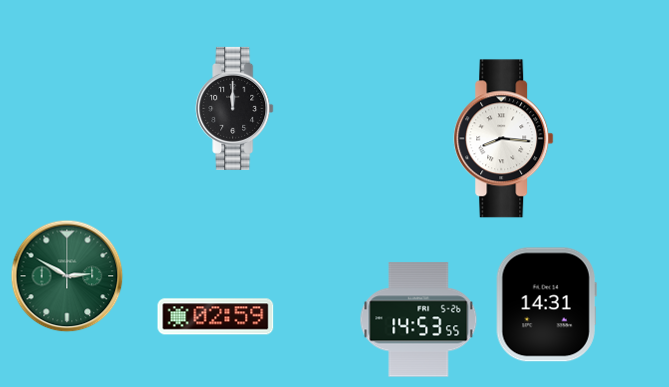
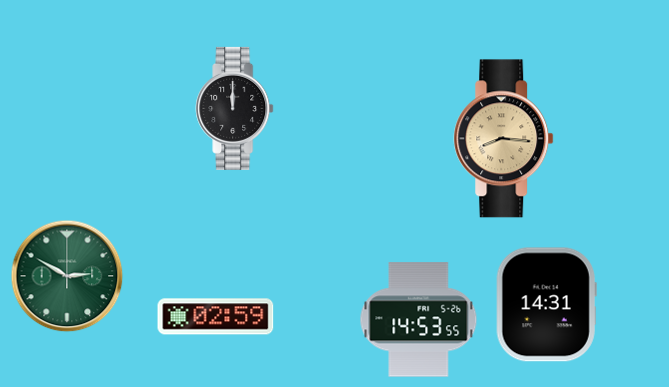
clock at (504, 139) dial: white -> champagne
